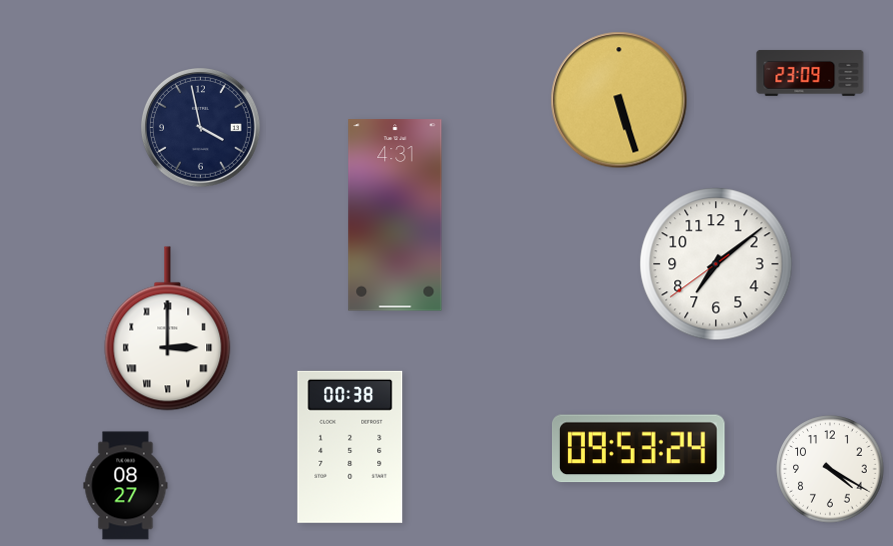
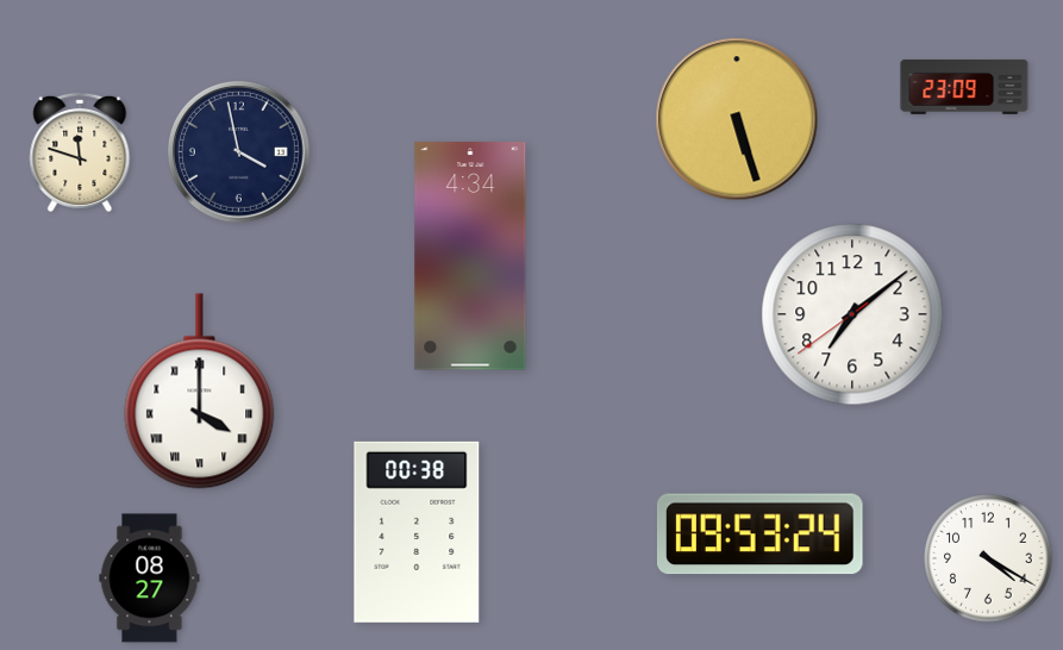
clock at (80, 152): none -> 11:48
clock at (395, 215): 4:31 -> 4:34
clock at (168, 329): 3:00 -> 4:00
